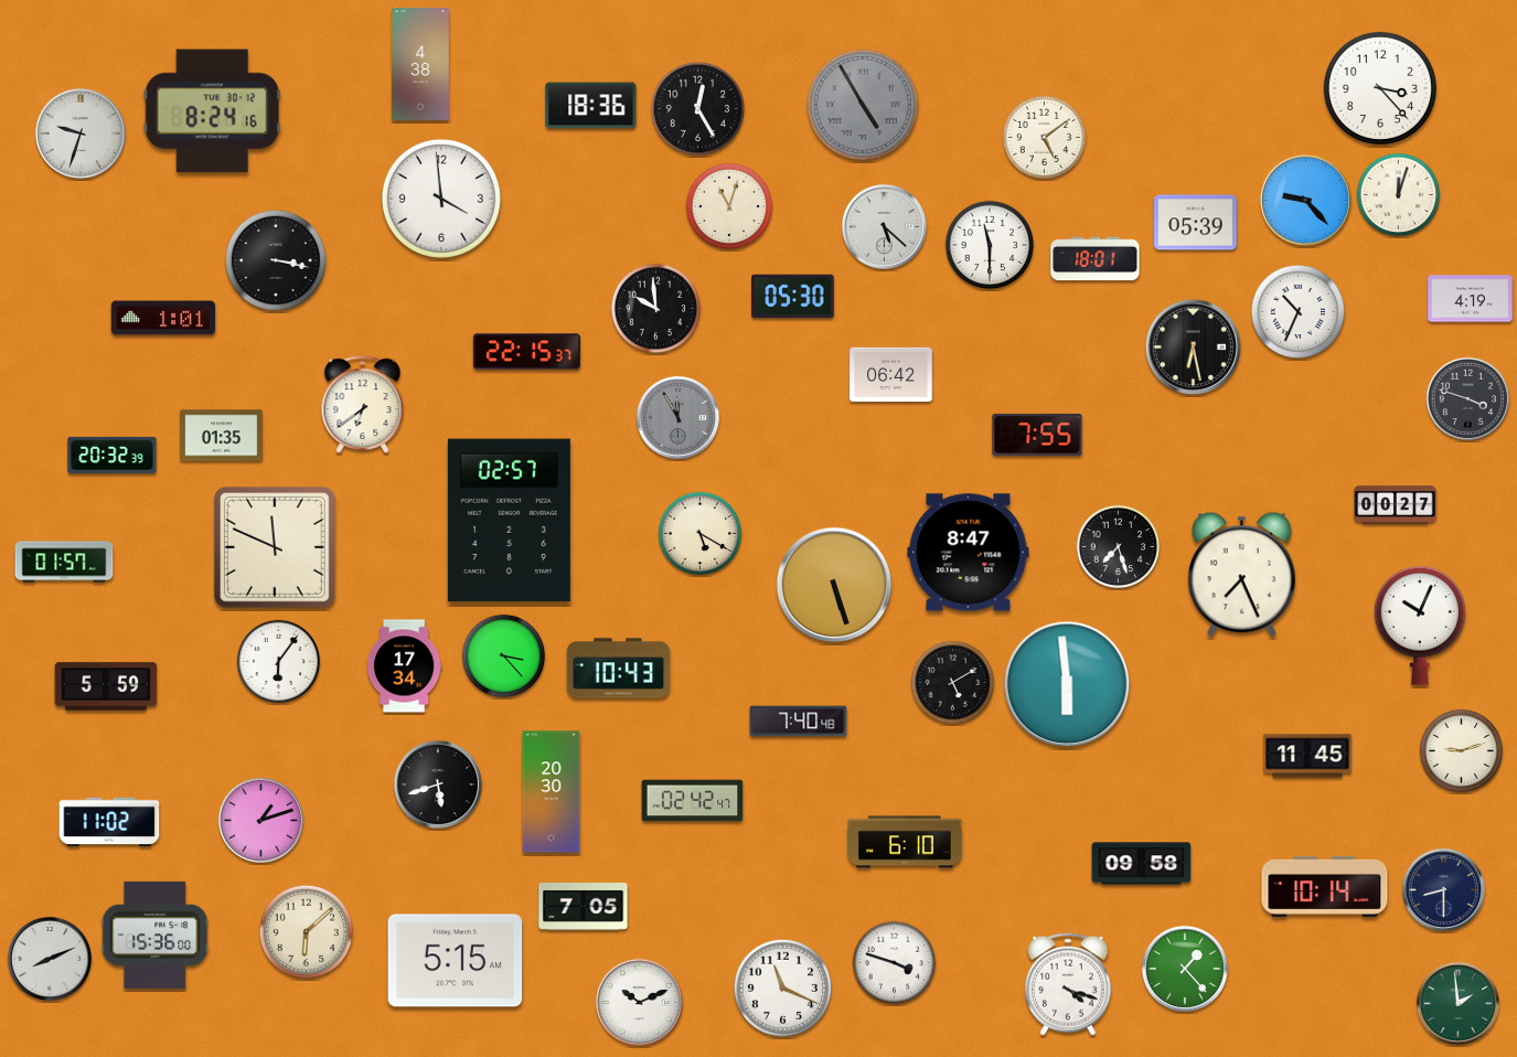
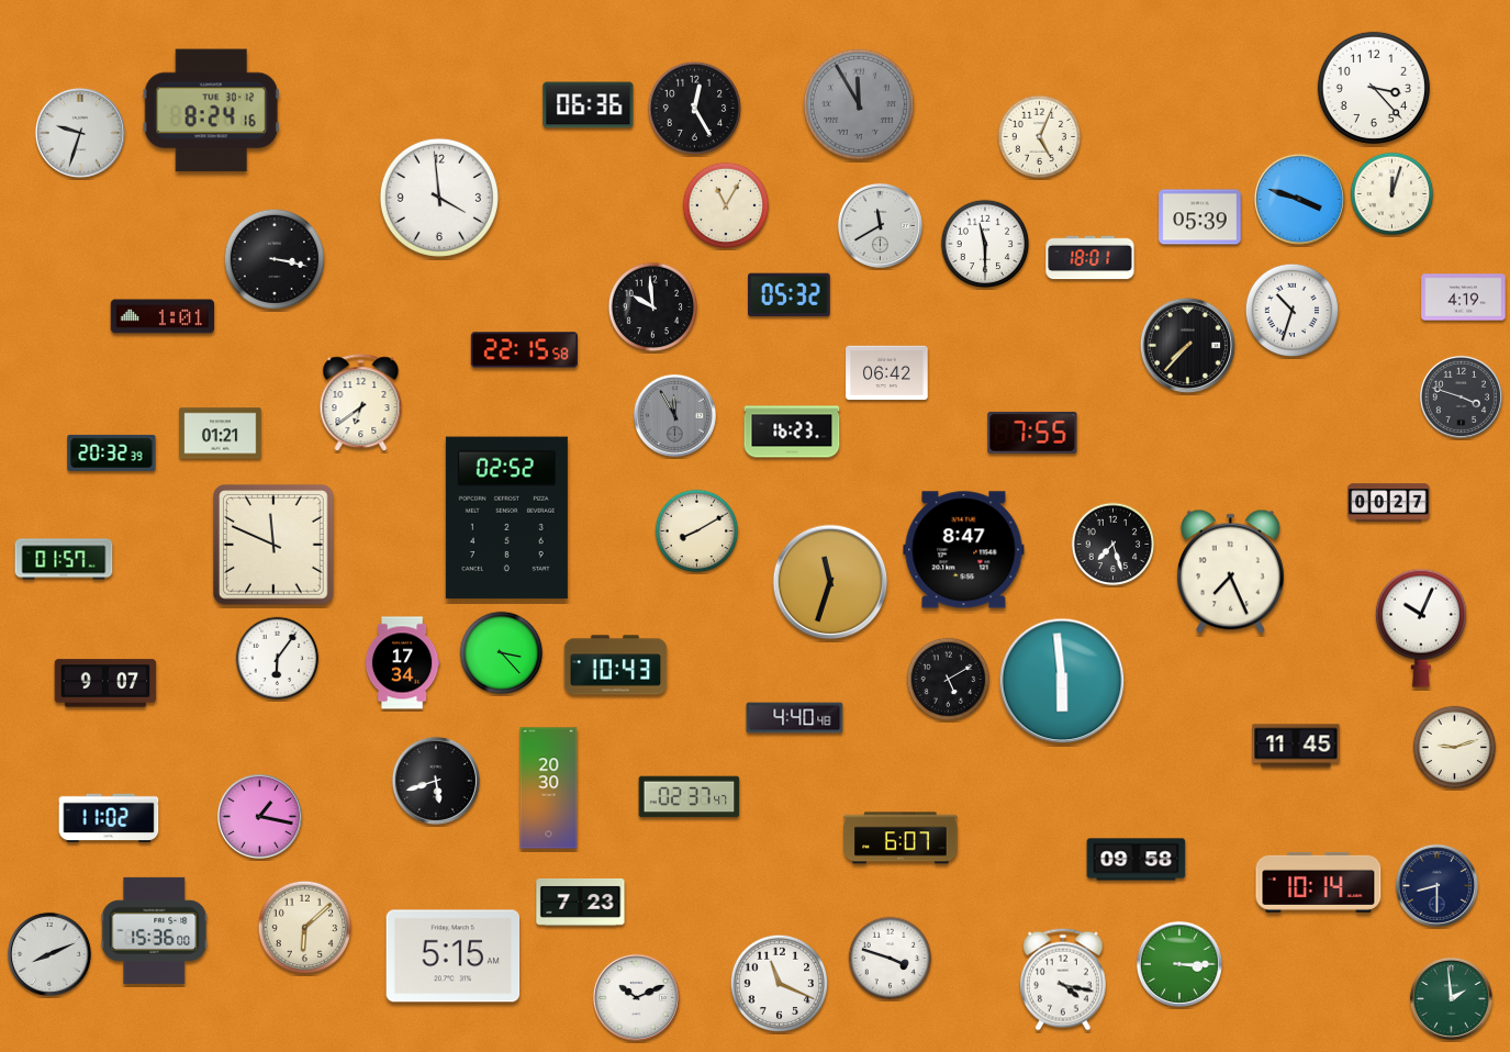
clock at (421, 64): 4:38 -> none
clock at (863, 105): 4:55 -> 11:55
clock at (591, 106): 18:36 -> 06:36
clock at (1045, 138): 5:09 -> 5:04
clock at (1305, 200): 9:23 -> 3:48
clock at (729, 206): 11:03 -> 11:05
clock at (1196, 223) position: (1196, 223) -> (1200, 217)
clock at (884, 226): 5:22 -> 11:40
clock at (793, 297): 05:30 -> 05:32
clock at (1299, 312): 10:34 -> 10:33
clock at (1193, 346): 6:28 -> 7:37
clock at (526, 352): 22:15:37 -> 22:15:58
clock at (792, 432): none -> 16:23
clock at (222, 436): 01:35 -> 01:21
clock at (509, 521): 02:57 -> 02:52
clock at (701, 534): 5:20 -> 8:10
clock at (1241, 575) position: (1241, 575) -> (1230, 572)
clock at (834, 585): 5:27 -> 11:33
clock at (1420, 626) position: (1420, 626) -> (1421, 628)
clock at (106, 686): 5:59 -> 9:07
clock at (799, 722): 7:40 -> 4:40
clock at (1307, 756) position: (1307, 756) -> (1296, 746)
clock at (693, 801): 02:42 -> 02:37
clock at (260, 820): 1:12 -> 1:17
clock at (905, 842): 6:10 -> 6:07
clock at (584, 906): 7:05 -> 7:23
clock at (1185, 969): 1:23 -> 3:15
clock at (1069, 984): 4:18 -> 4:17
